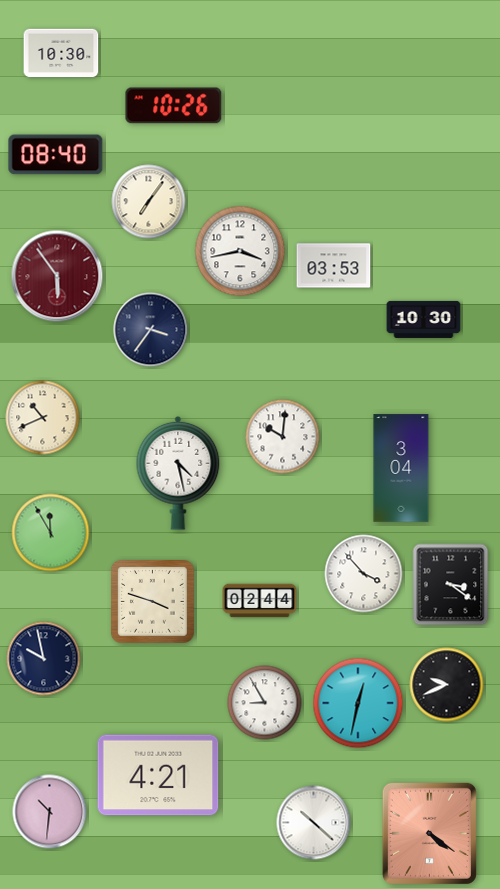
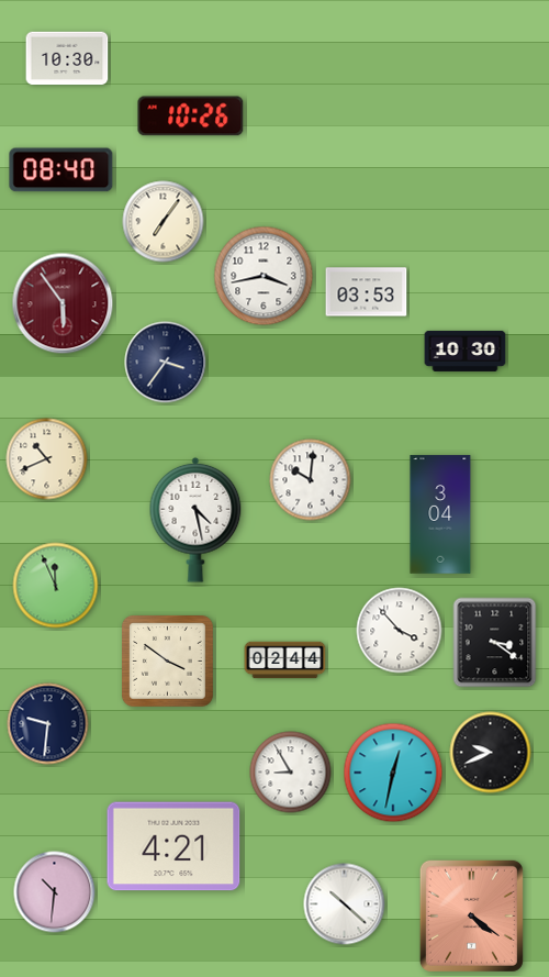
clock at (51, 533): 11:55 -> 11:56
clock at (153, 602): 3:48 -> 3:51
clock at (44, 659): 9:58 -> 9:31
clock at (158, 775) position: (158, 775) -> (173, 846)
